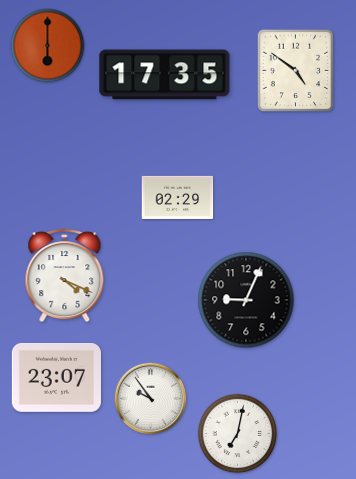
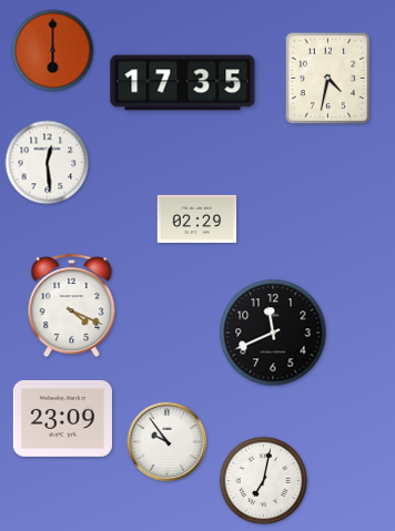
clock at (296, 71): 4:51 -> 4:32
clock at (48, 163): none -> 12:29
clock at (246, 300): 9:04 -> 11:41
clock at (56, 378): 23:07 -> 23:09
